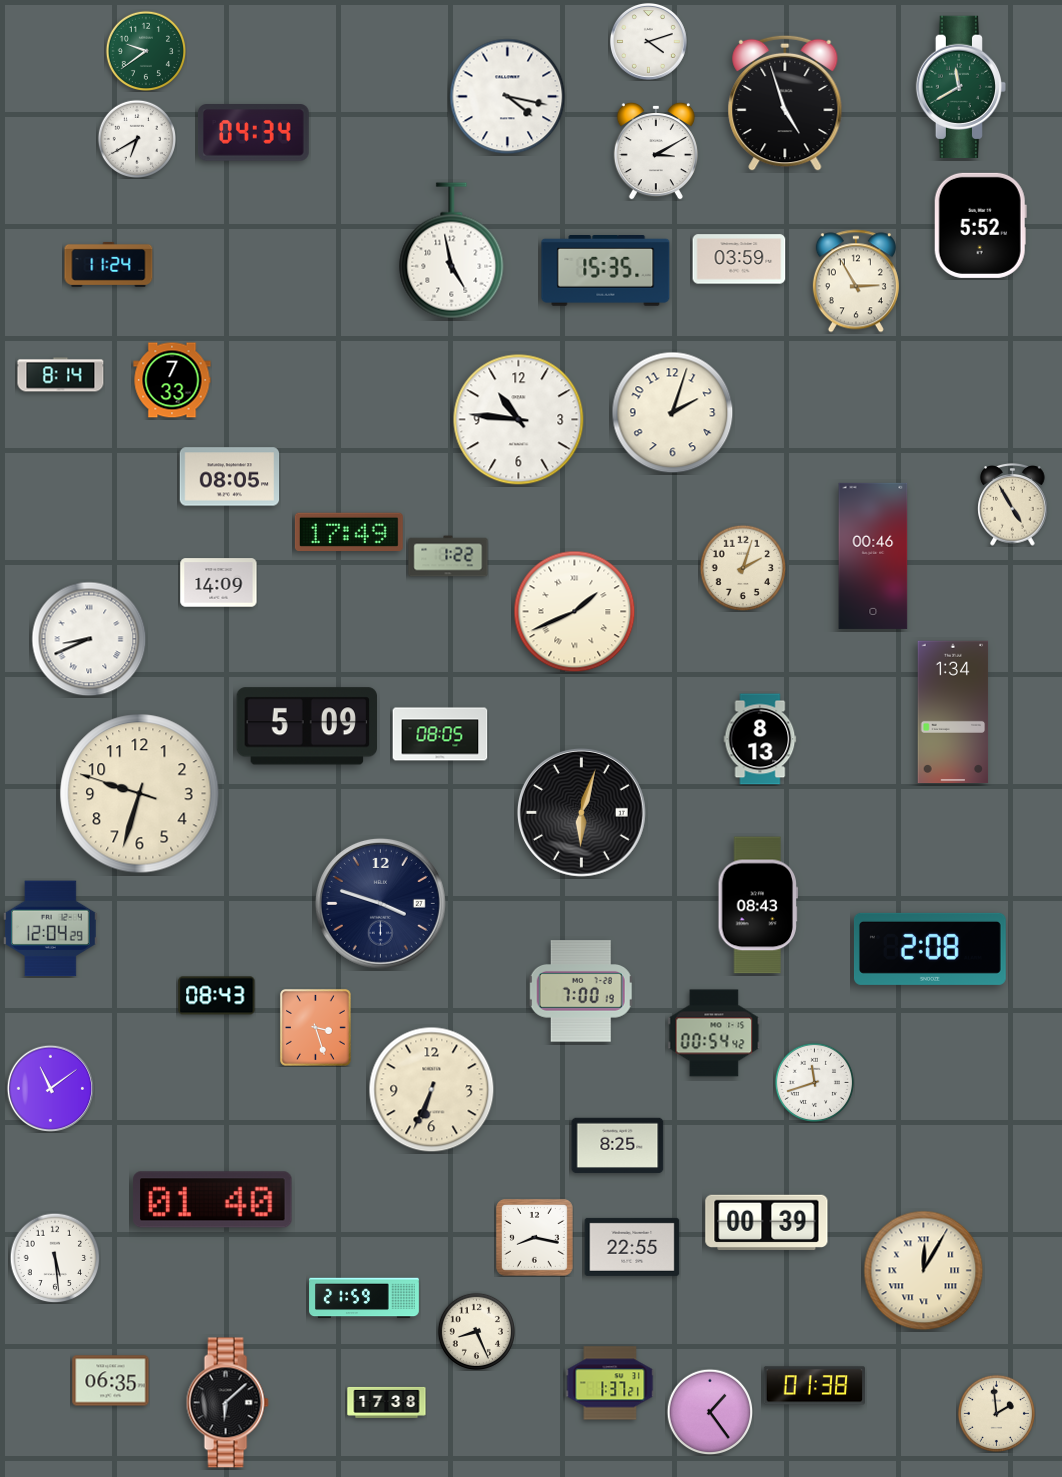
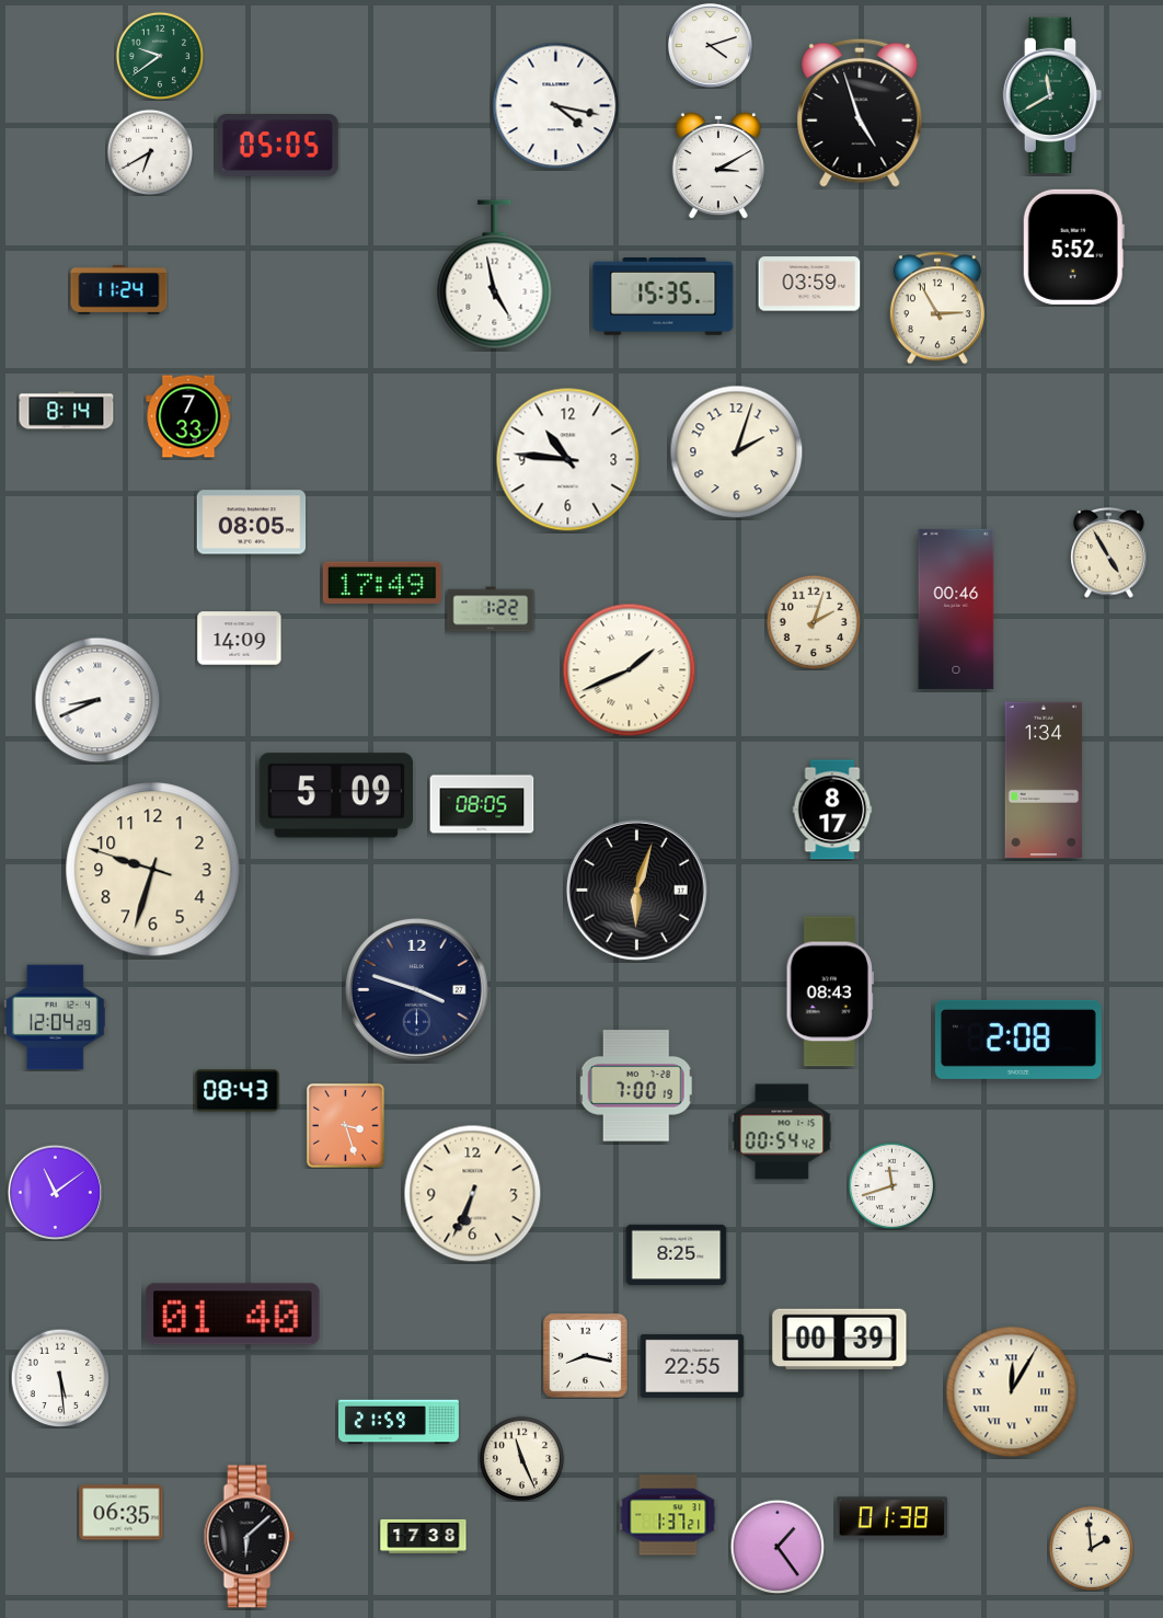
clock at (253, 133): 04:34 -> 05:05
clock at (760, 739): 8:13 -> 8:17
clock at (476, 1331): 8:26 -> 11:26
